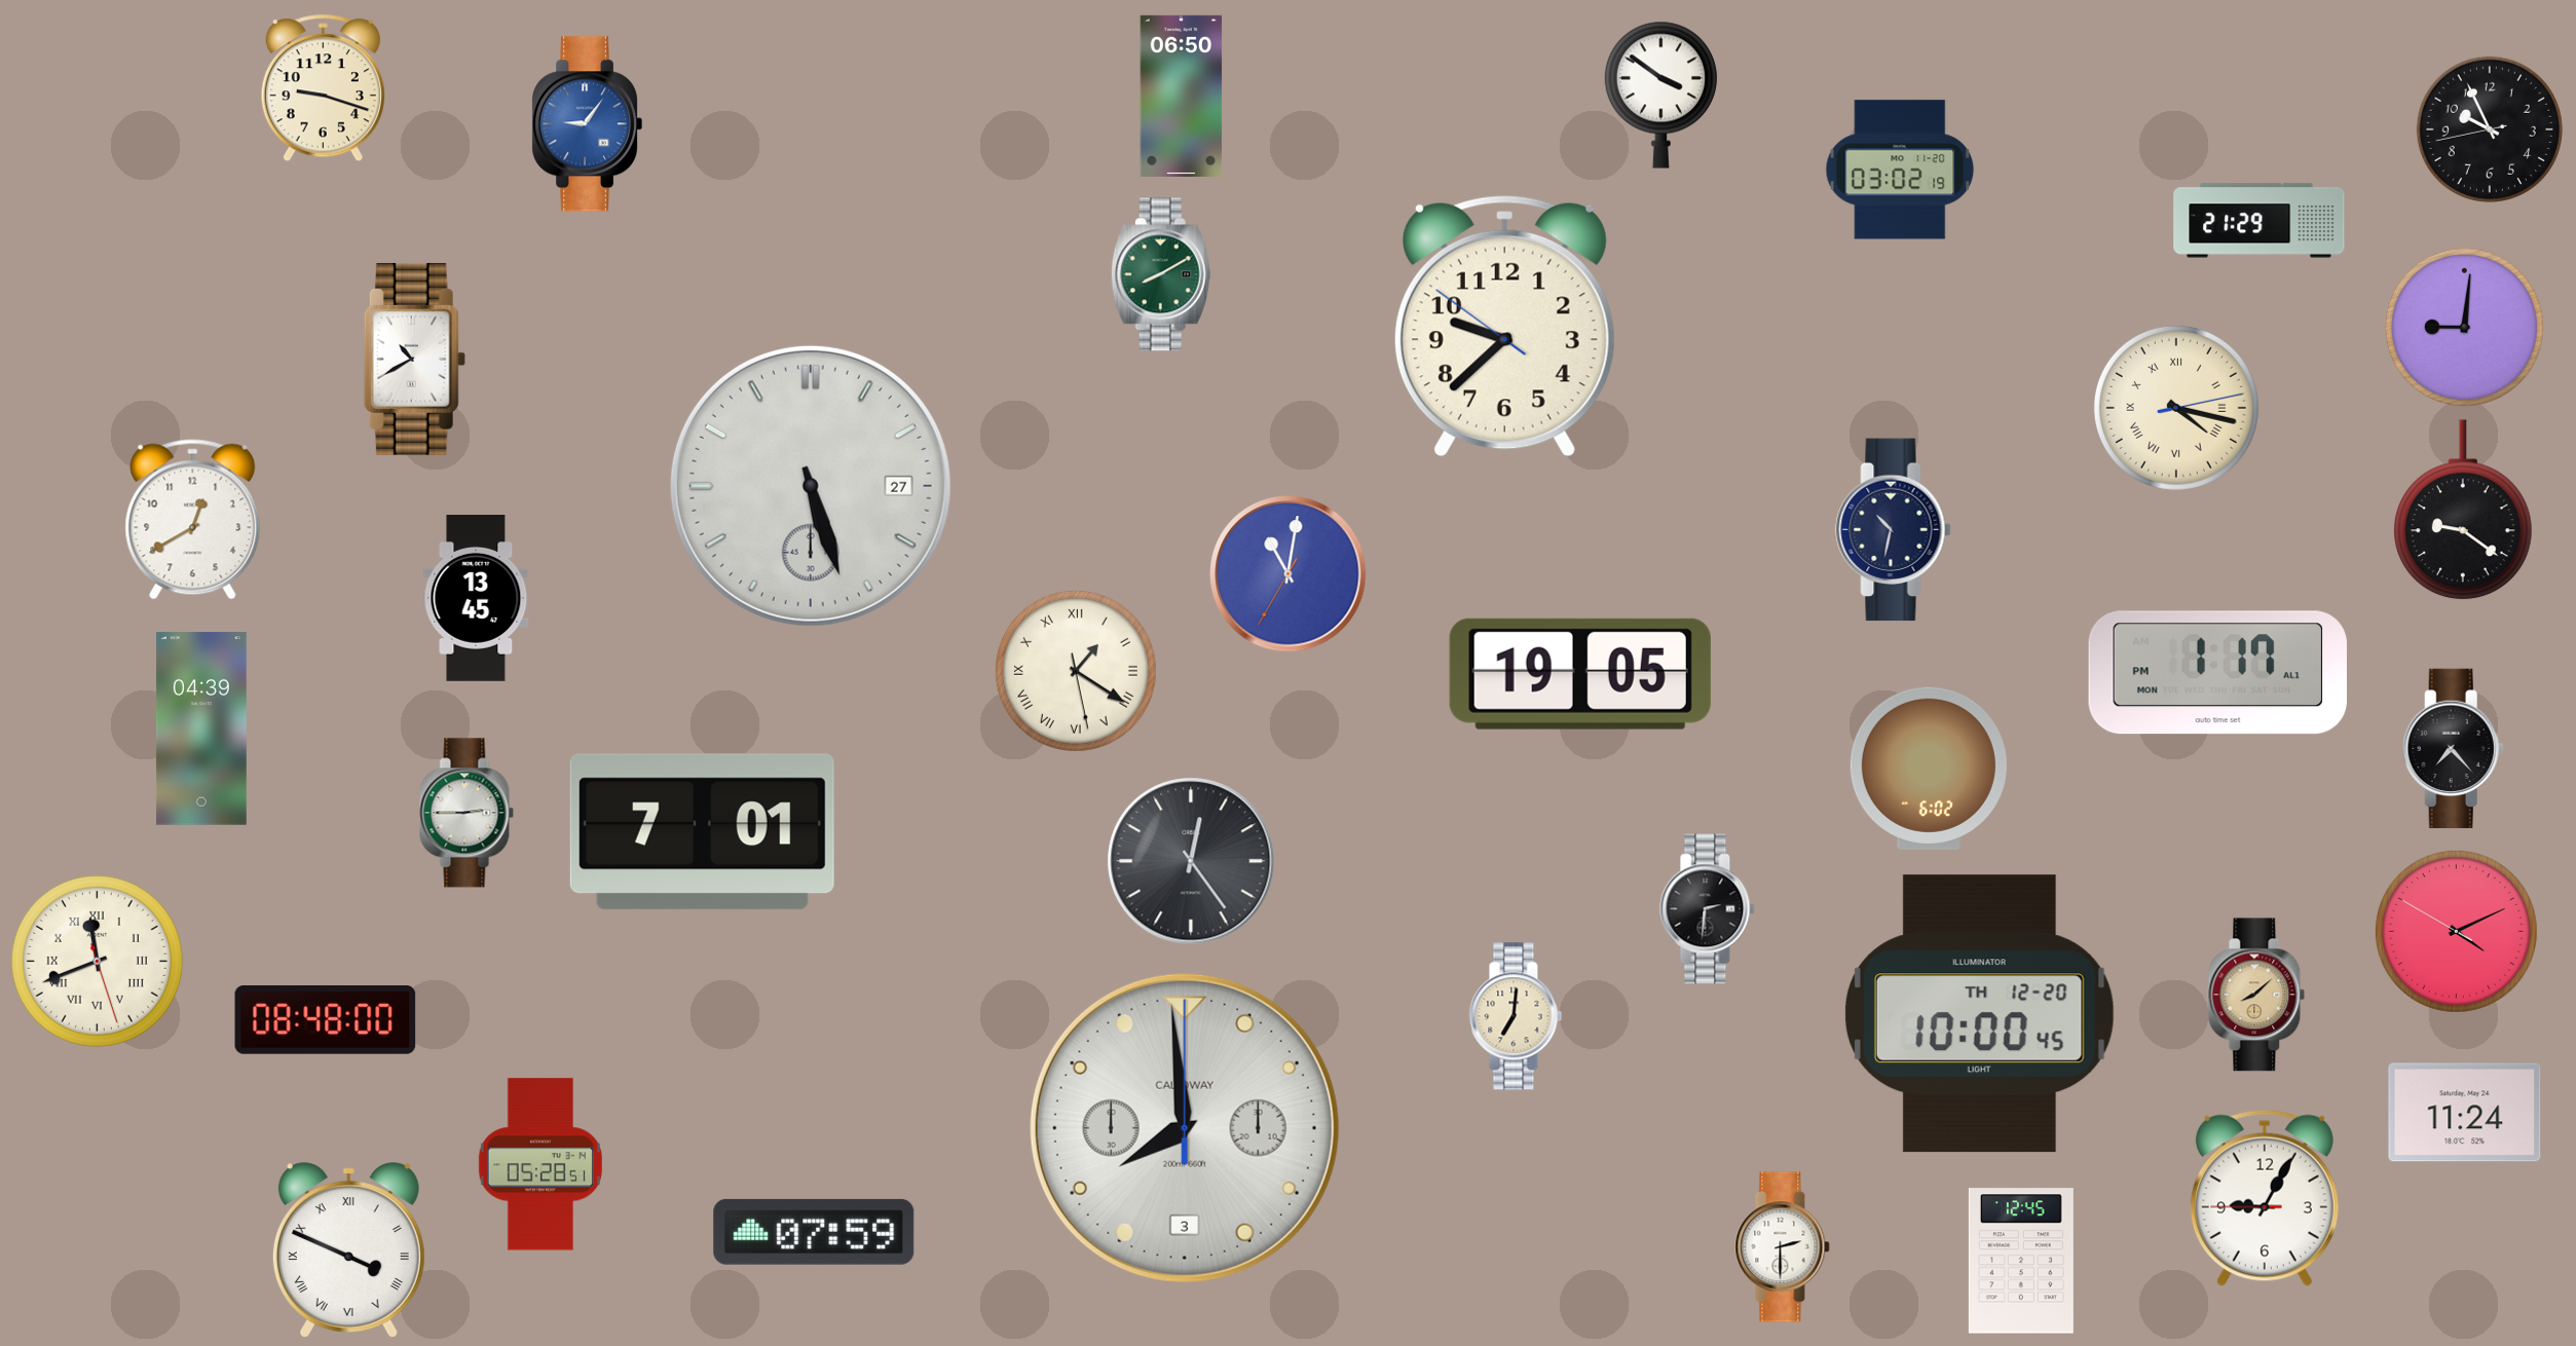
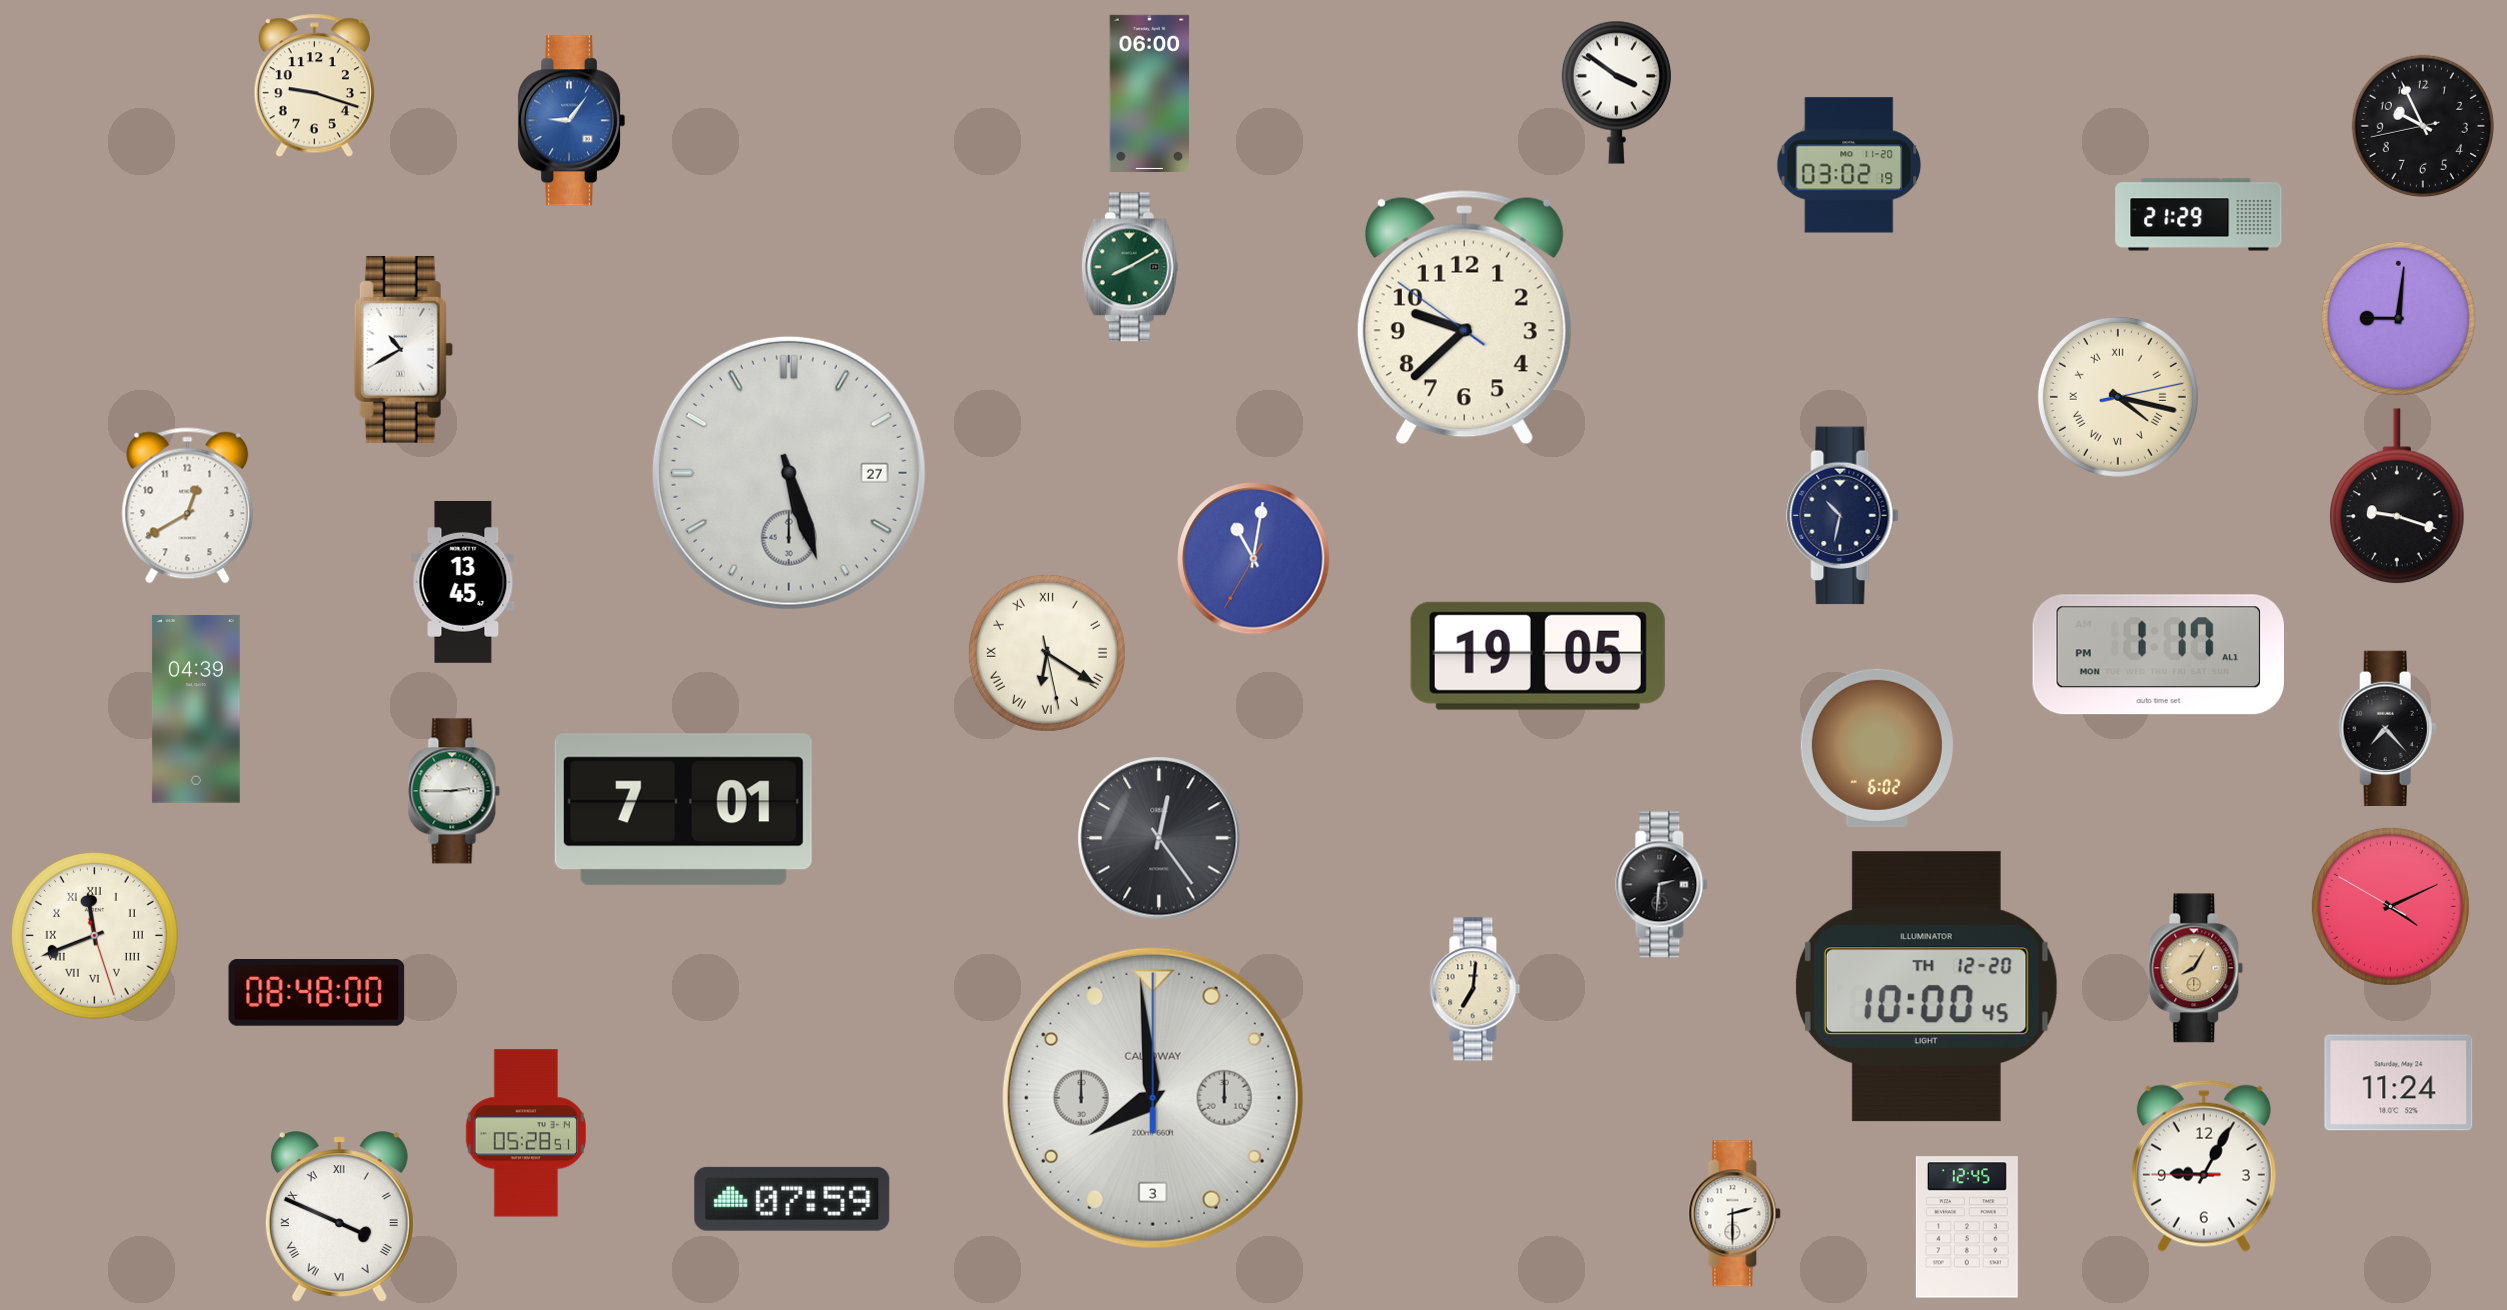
clock at (1182, 96): 06:50 -> 06:00
clock at (2463, 511): 9:21 -> 9:18
clock at (1076, 671): 1:20 -> 6:20
clock at (2256, 995): 8:08 -> 8:05
